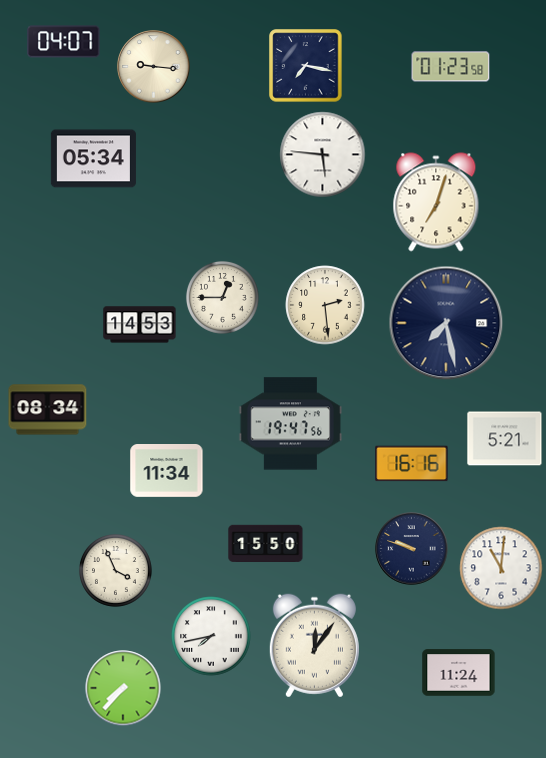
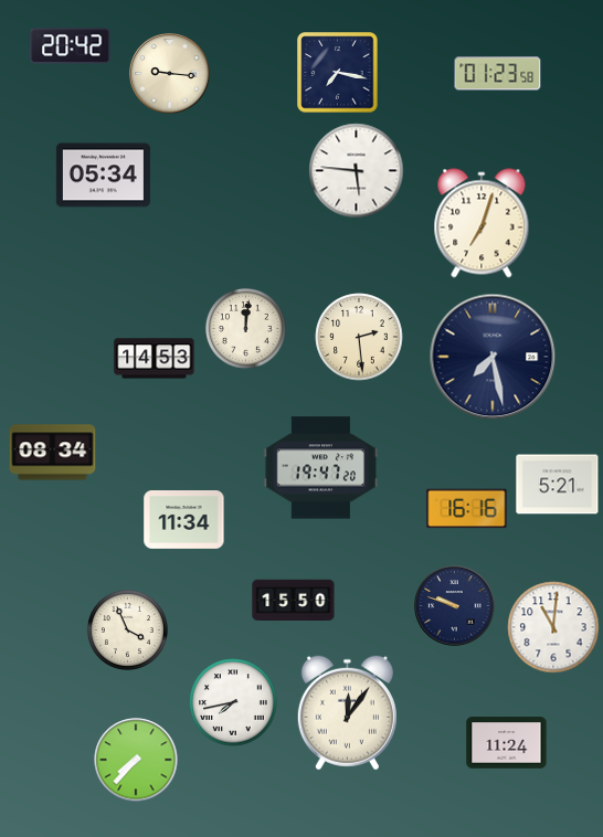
clock at (64, 42): 04:07 -> 20:42
clock at (222, 297): 12:45 -> 12:01
clock at (290, 424): 19:47:56 -> 19:47:20
clock at (412, 464) position: (412, 464) -> (467, 509)
